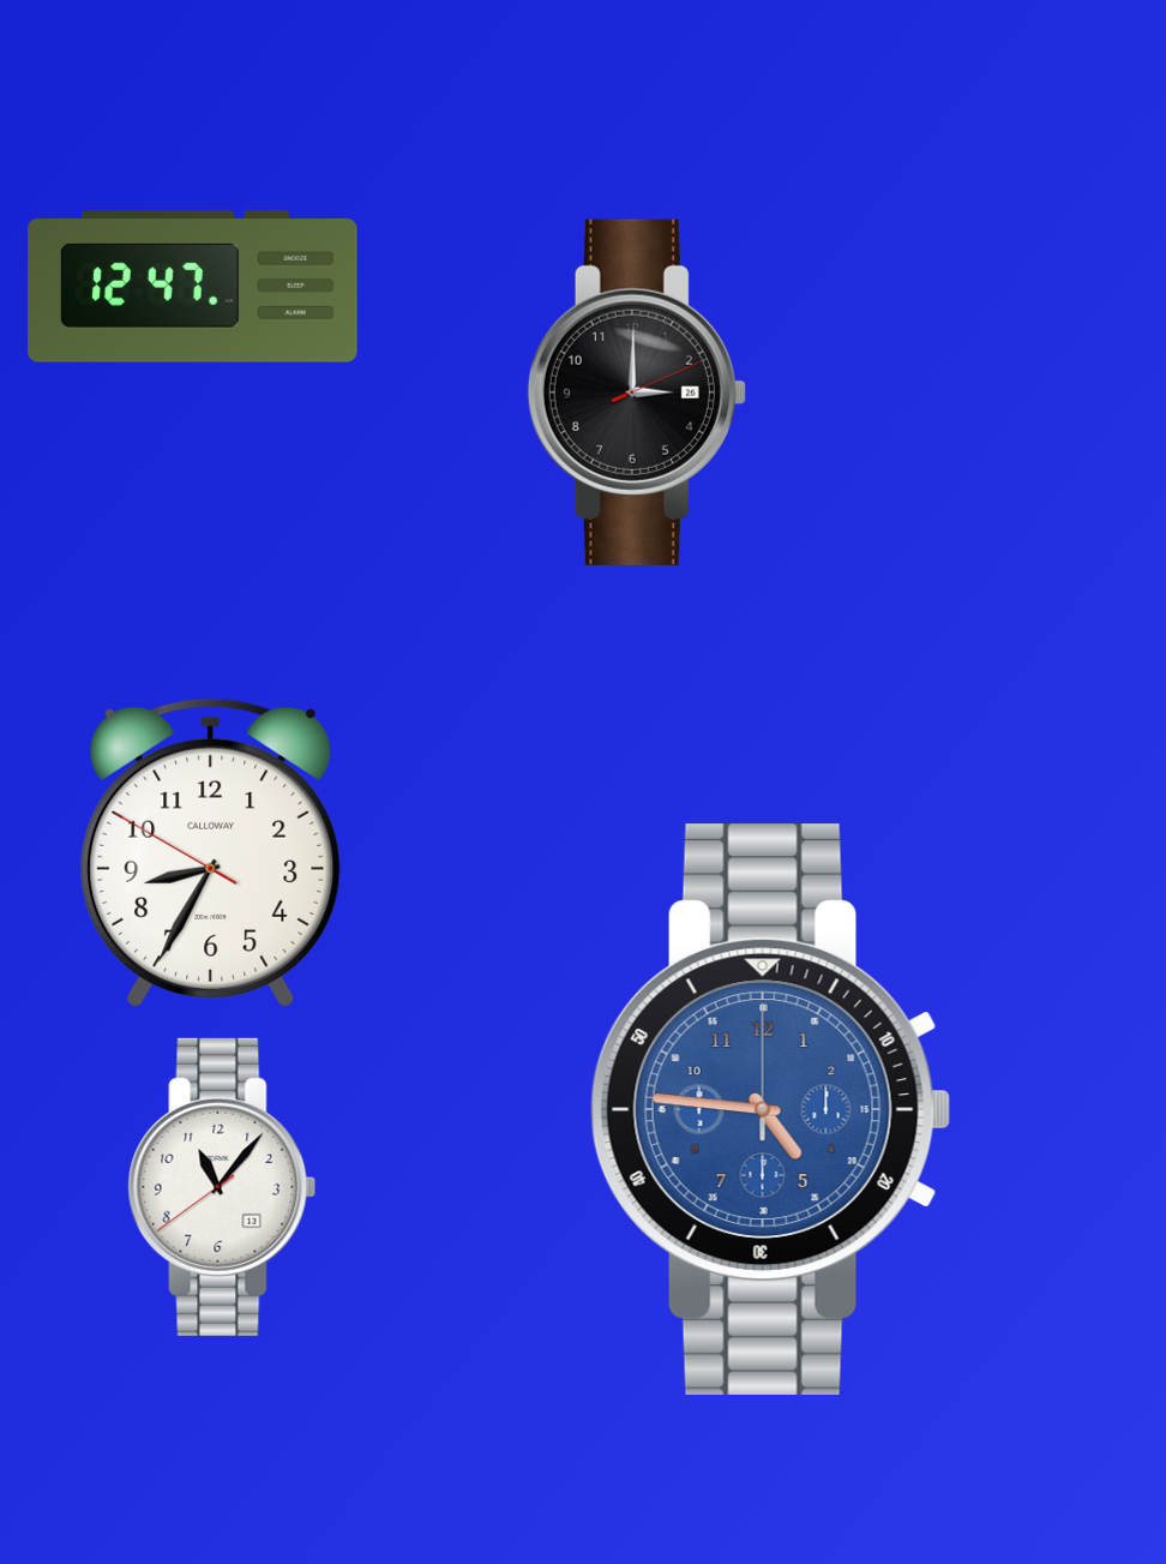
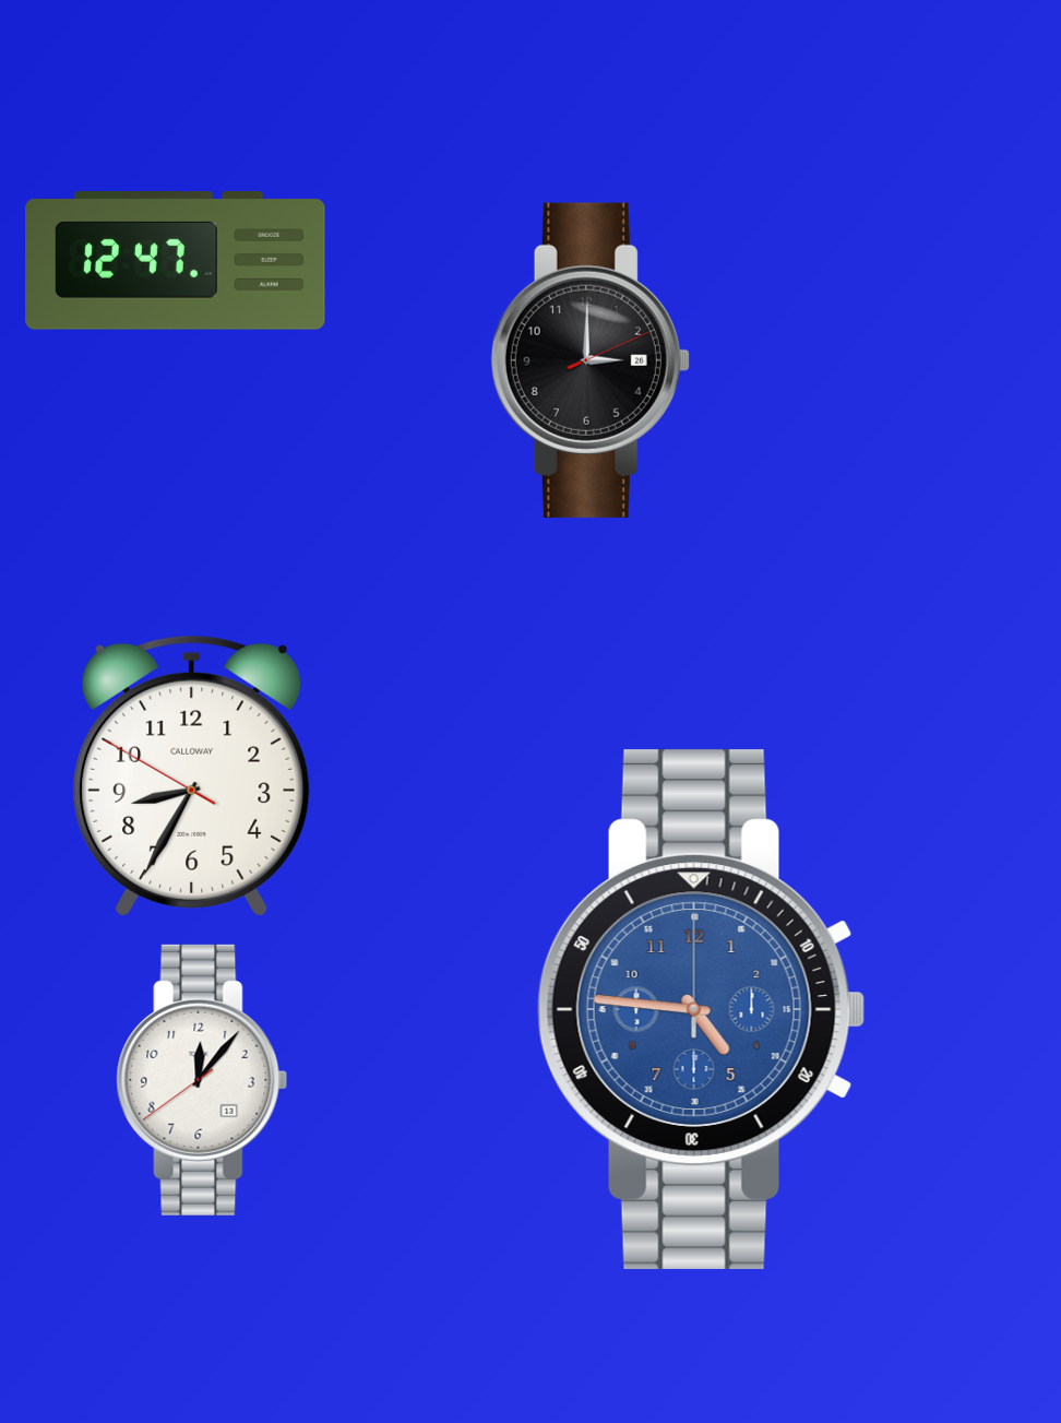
clock at (637, 393) position: (637, 393) -> (591, 360)
clock at (222, 1187): 11:06 -> 12:06
